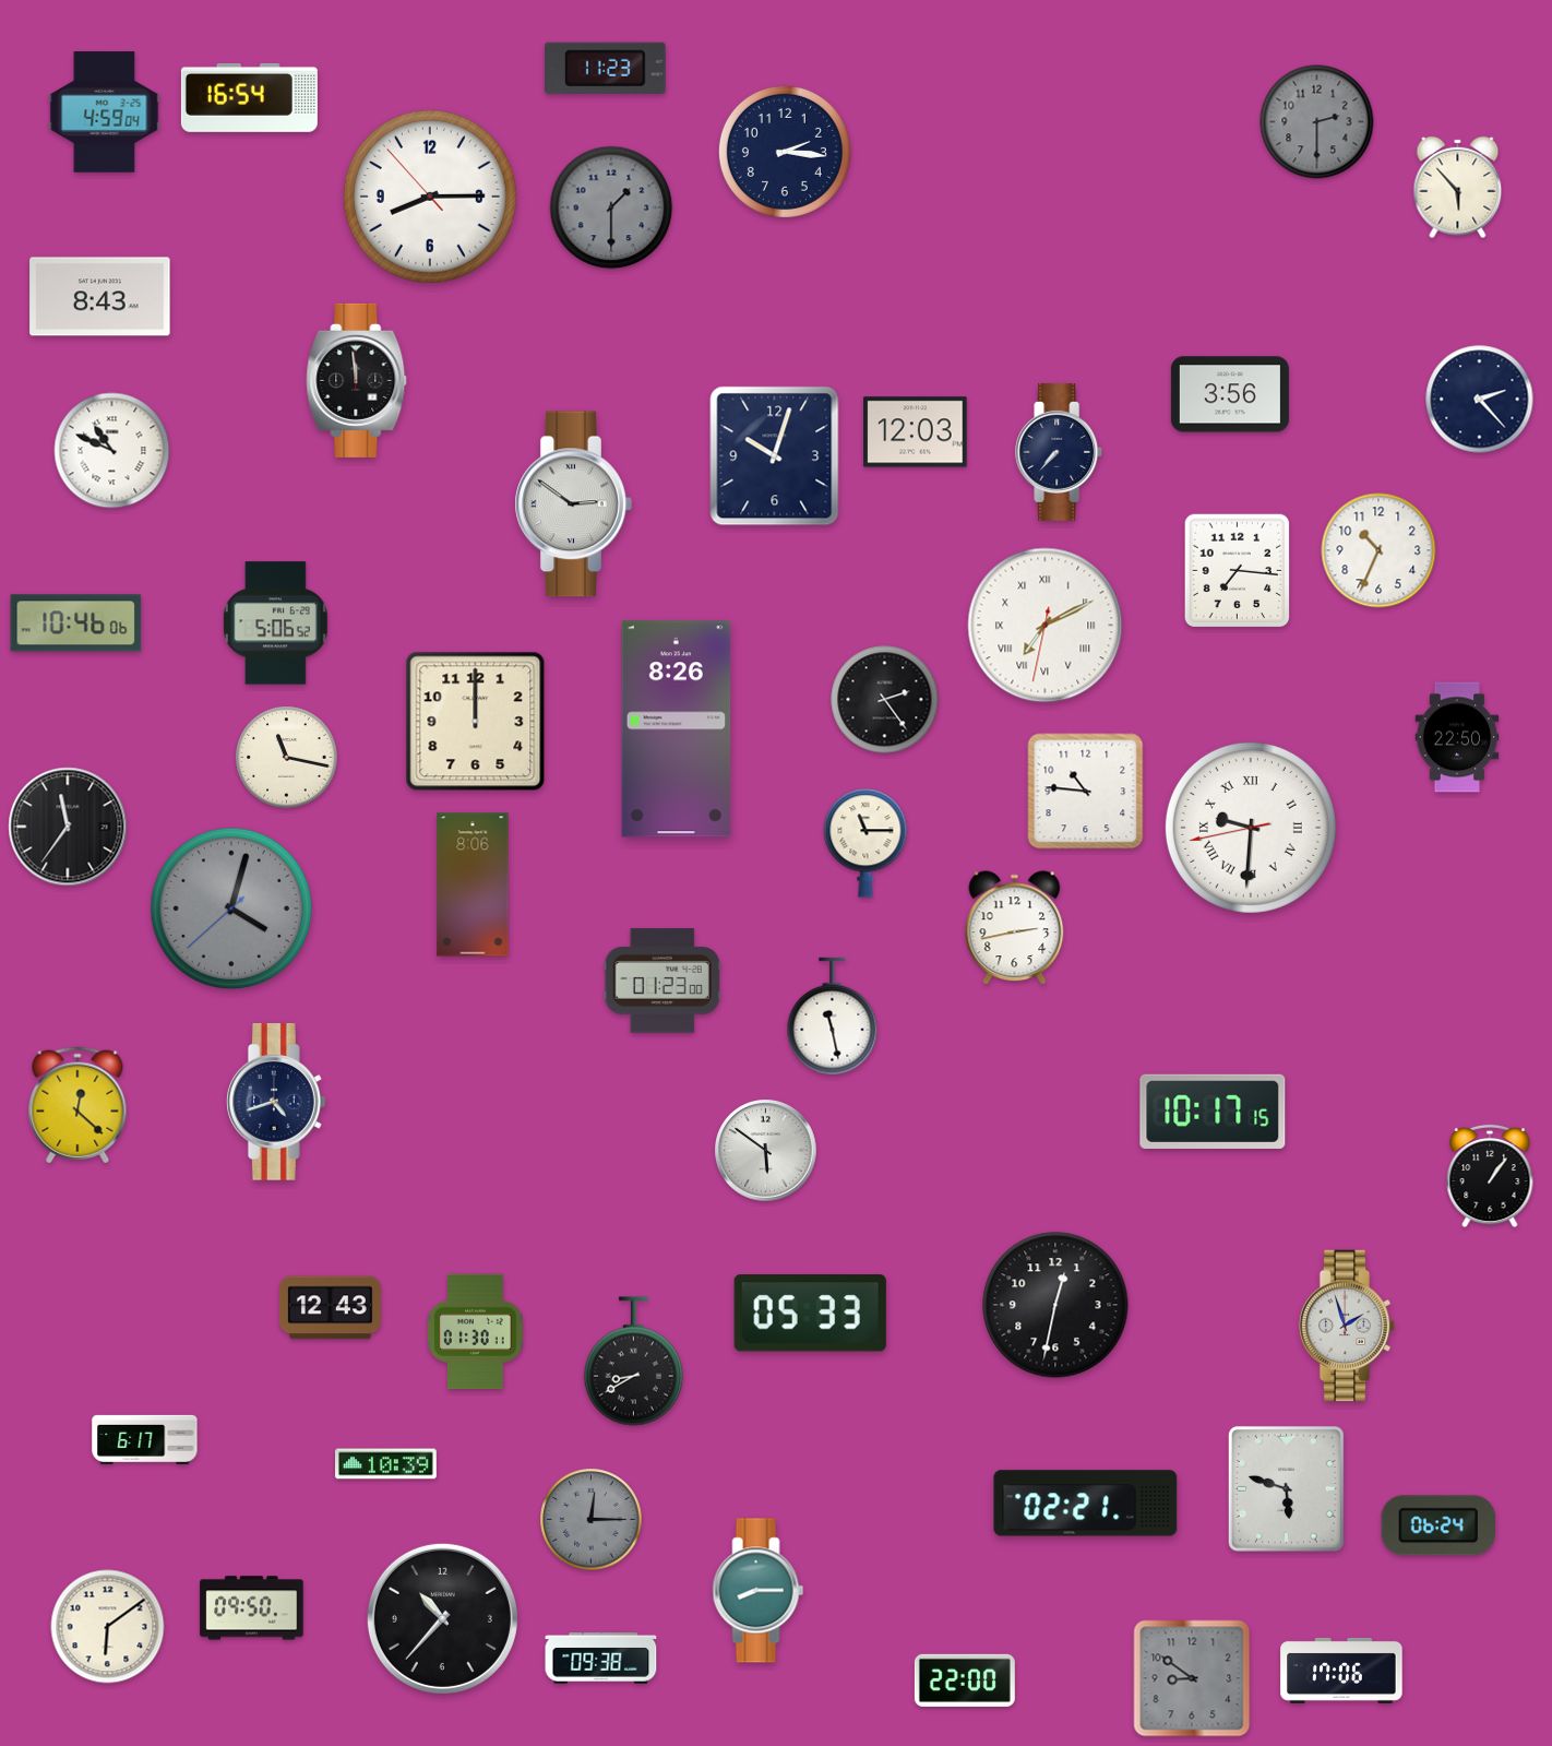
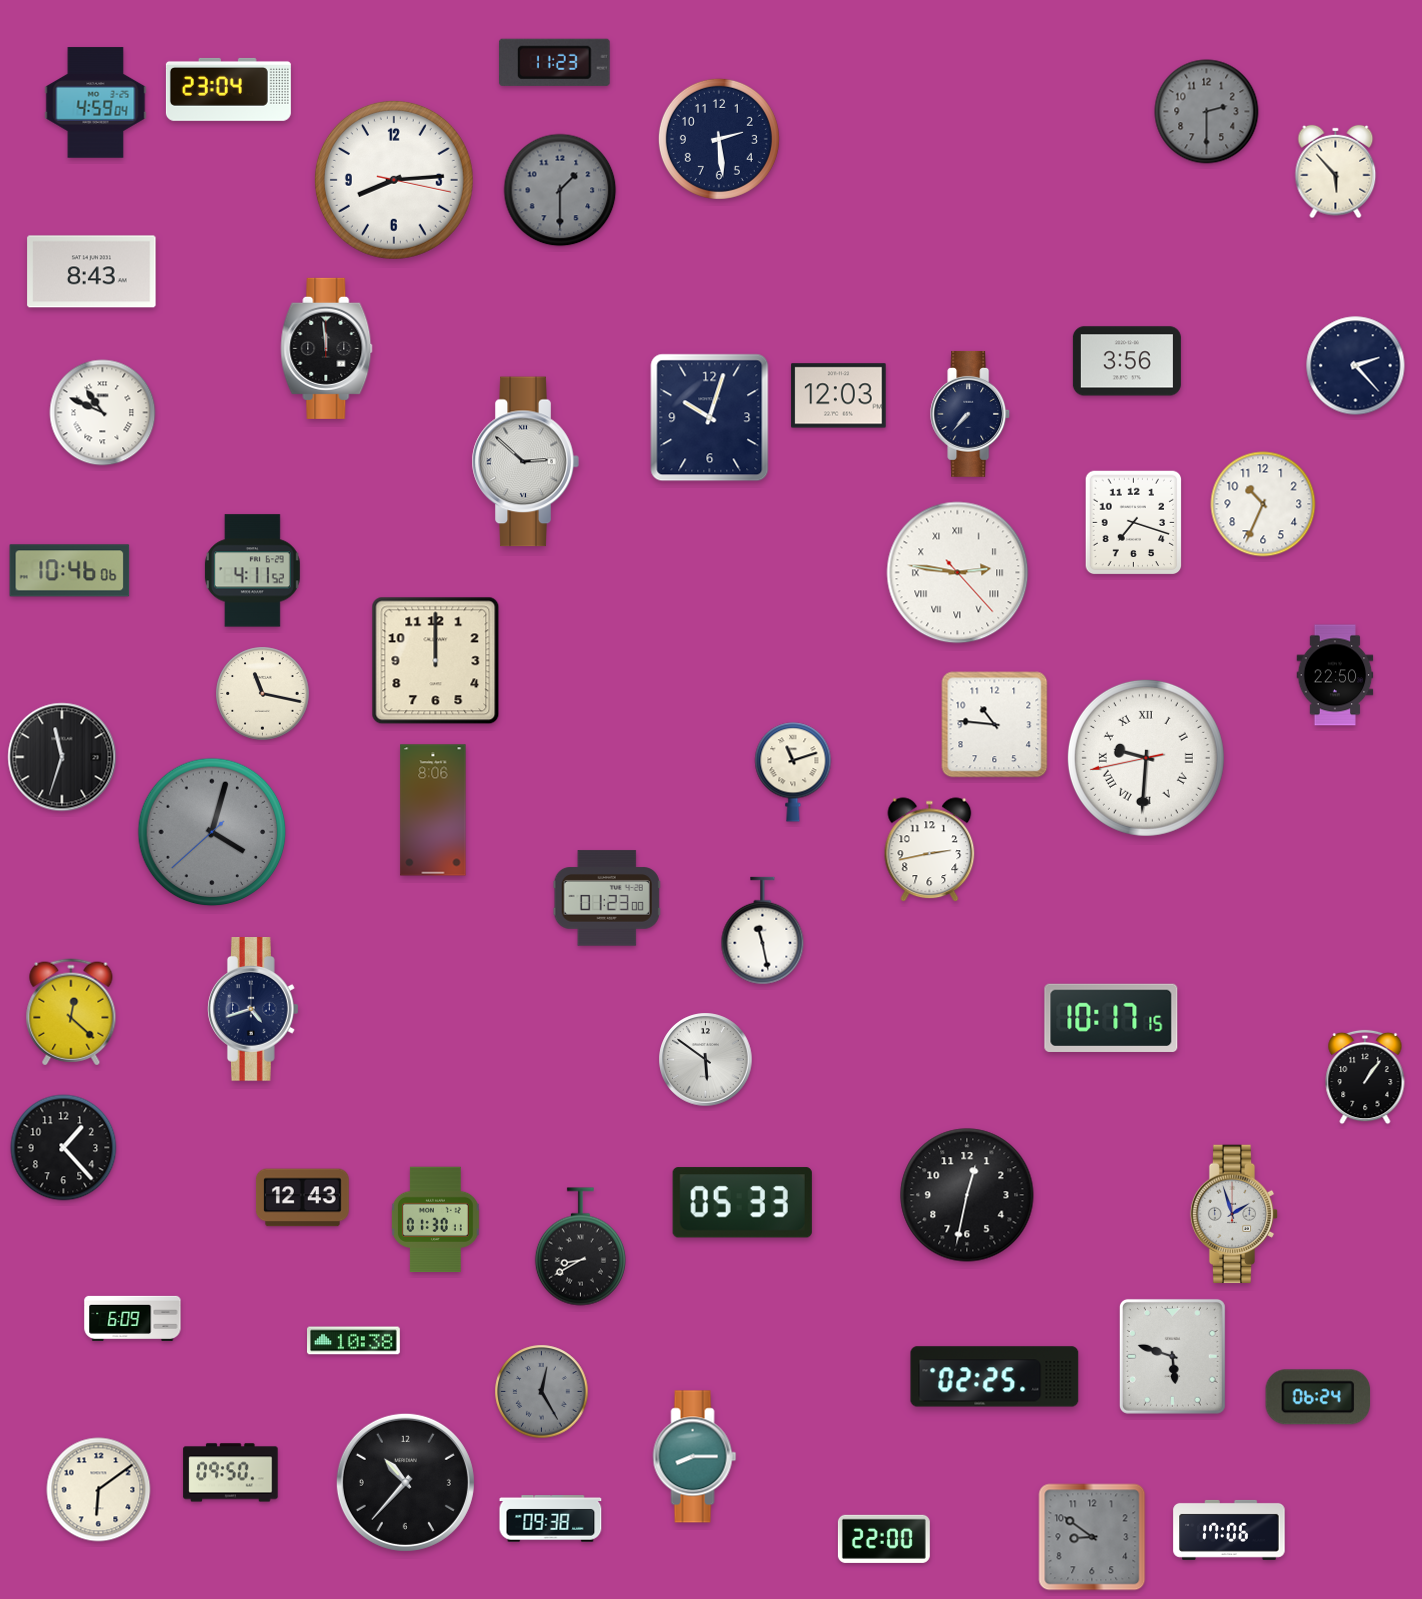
clock at (249, 97): 16:54 -> 23:04
clock at (785, 152): 2:16 -> 2:29
clock at (430, 197): 8:14:53 -> 8:14:17
clock at (573, 504): 2:51 -> 2:52
clock at (1238, 571): 7:16 -> 7:18
clock at (275, 623): 5:06 -> 4:11
clock at (1046, 626): 7:10 -> 2:46
clock at (885, 700): 2:24 -> none
clock at (677, 729): 8:26 -> none
clock at (68, 827): 11:36 -> 11:33
clock at (865, 843): 11:15 -> 11:12
clock at (766, 1151) position: (766, 1151) -> (706, 1060)
clock at (64, 1148): none -> 1:23
clock at (145, 1439): 6:17 -> 6:09
clock at (386, 1464): 10:39 -> 10:38
clock at (1286, 1488) position: (1286, 1488) -> (1172, 1356)
clock at (1086, 1504): 02:21 -> 02:25
clock at (592, 1520): 12:15 -> 12:25
